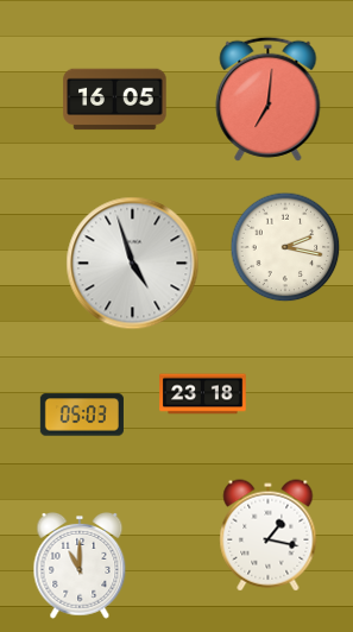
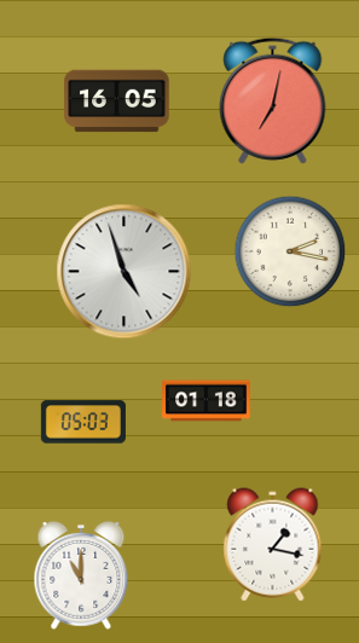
clock at (269, 99): 7:01 -> 7:02
clock at (133, 264) position: (133, 264) -> (125, 272)
clock at (203, 394): 23:18 -> 01:18
